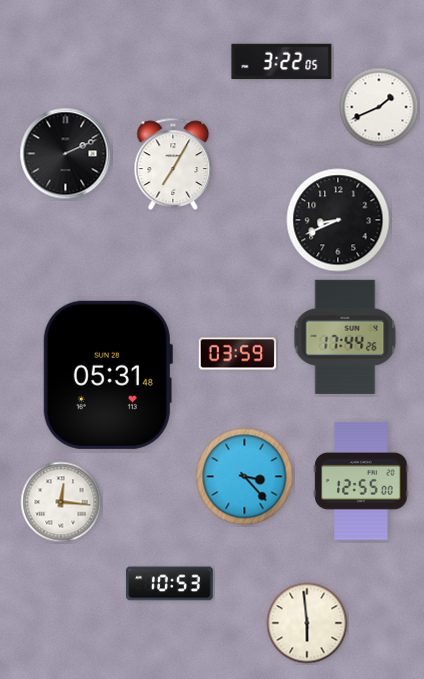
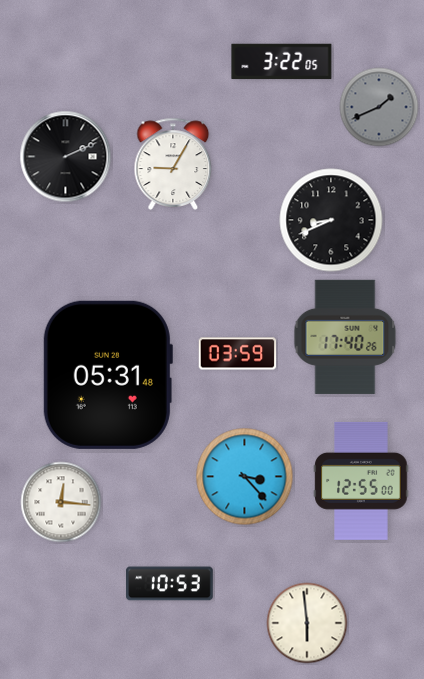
clock at (379, 107) dial: white -> grey
clock at (66, 154) position: (66, 154) -> (66, 157)
clock at (173, 164): 7:05 -> 9:05
clock at (338, 220) position: (338, 220) -> (331, 220)
clock at (345, 337): 17:44 -> 17:40
